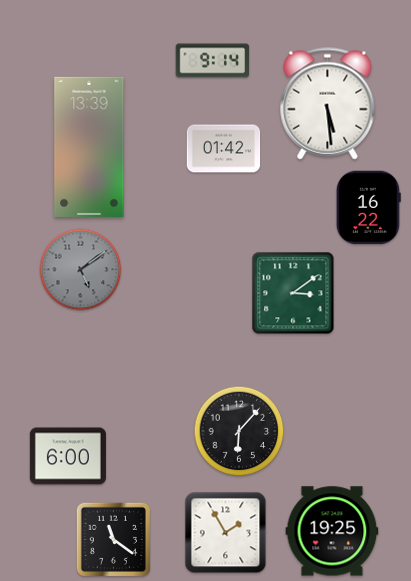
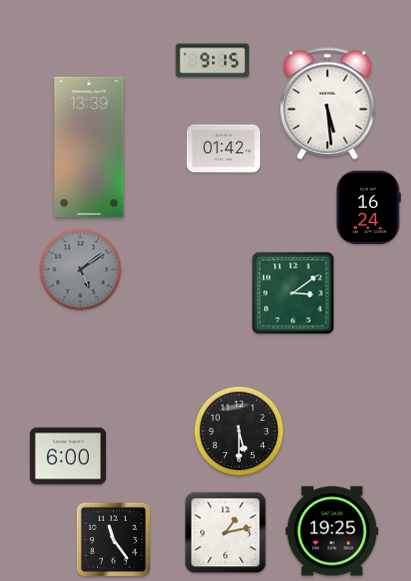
clock at (213, 61): 9:14 -> 9:15
clock at (368, 208): 16:22 -> 16:24
clock at (239, 431): 6:07 -> 5:30
clock at (226, 533): 1:55 -> 1:13
clock at (113, 539): 11:21 -> 11:24
